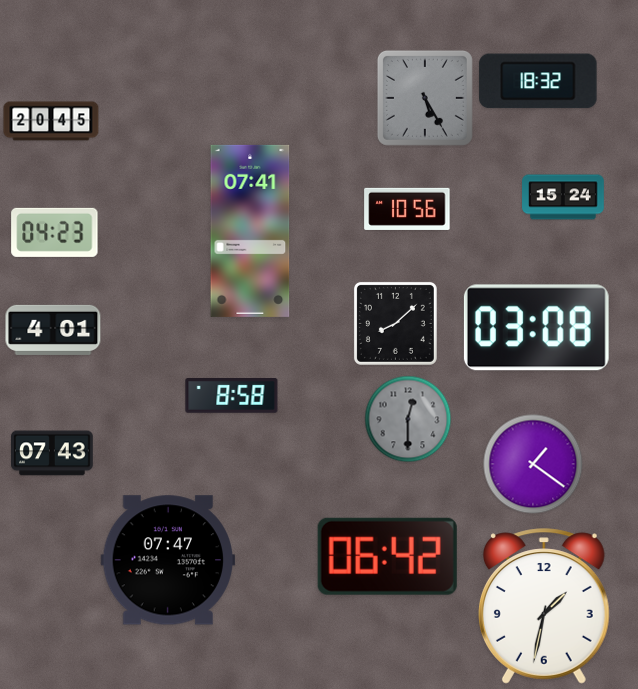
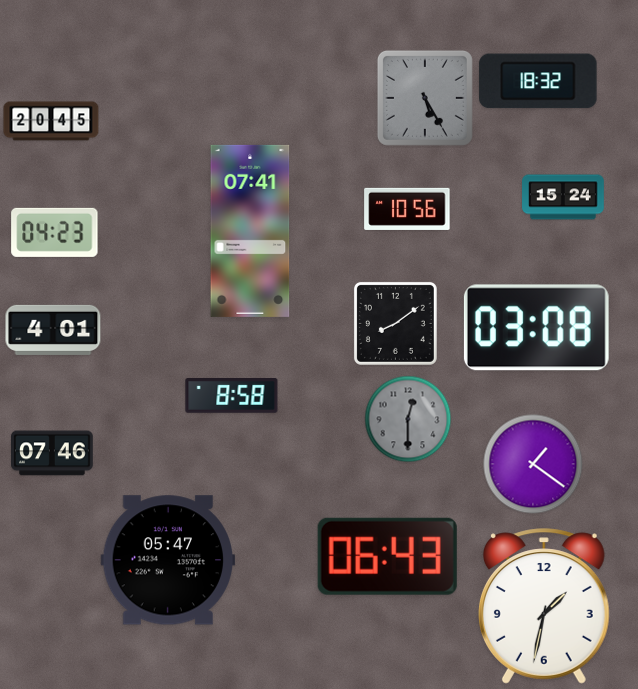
clock at (395, 323): 8:08 -> 8:09
clock at (52, 453): 07:43 -> 07:46
clock at (387, 556): 06:42 -> 06:43
clock at (168, 560): 07:47 -> 05:47
